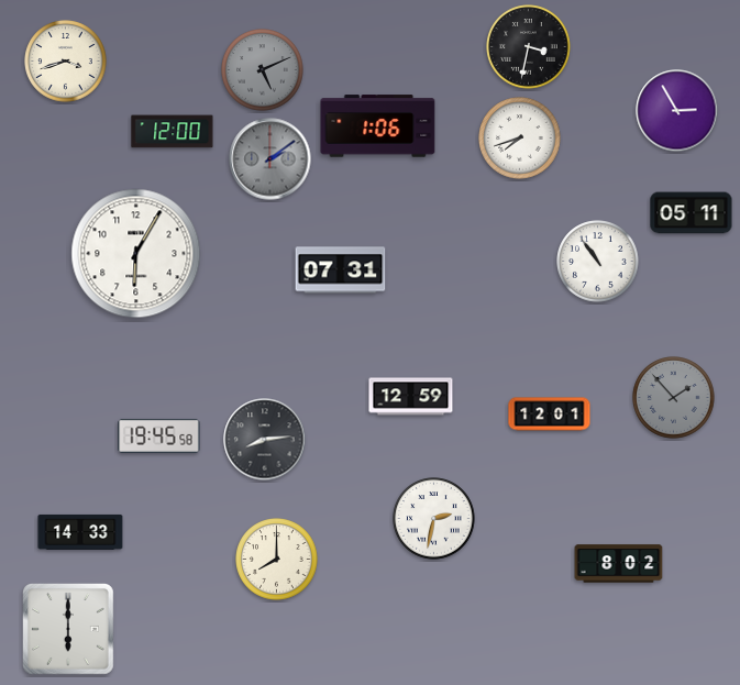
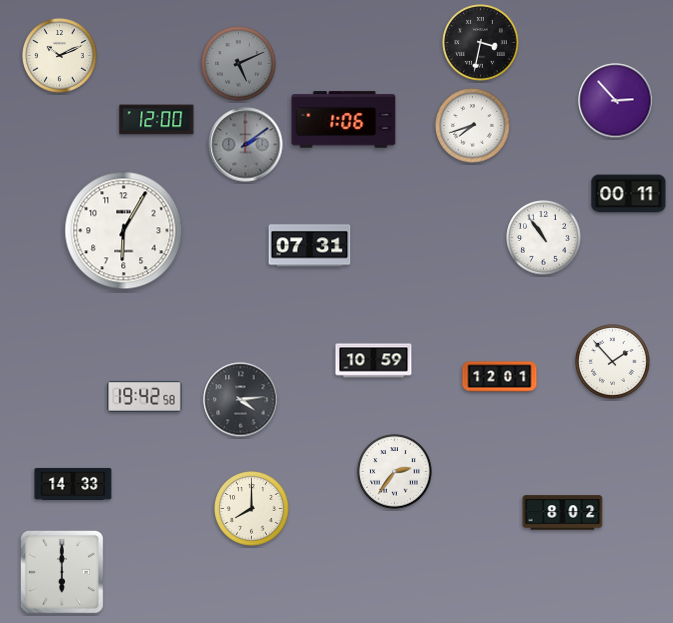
clock at (66, 62): 3:42 -> 10:11
clock at (677, 111): 2:55 -> 2:53
clock at (378, 126) position: (378, 126) -> (344, 120)
clock at (692, 213): 05:11 -> 00:11
clock at (411, 397): 12:59 -> 10:59
clock at (674, 398) dial: grey -> white
clock at (159, 435): 19:45 -> 19:42
clock at (265, 440): 8:14 -> 4:14
clock at (434, 519): 2:32 -> 2:36
